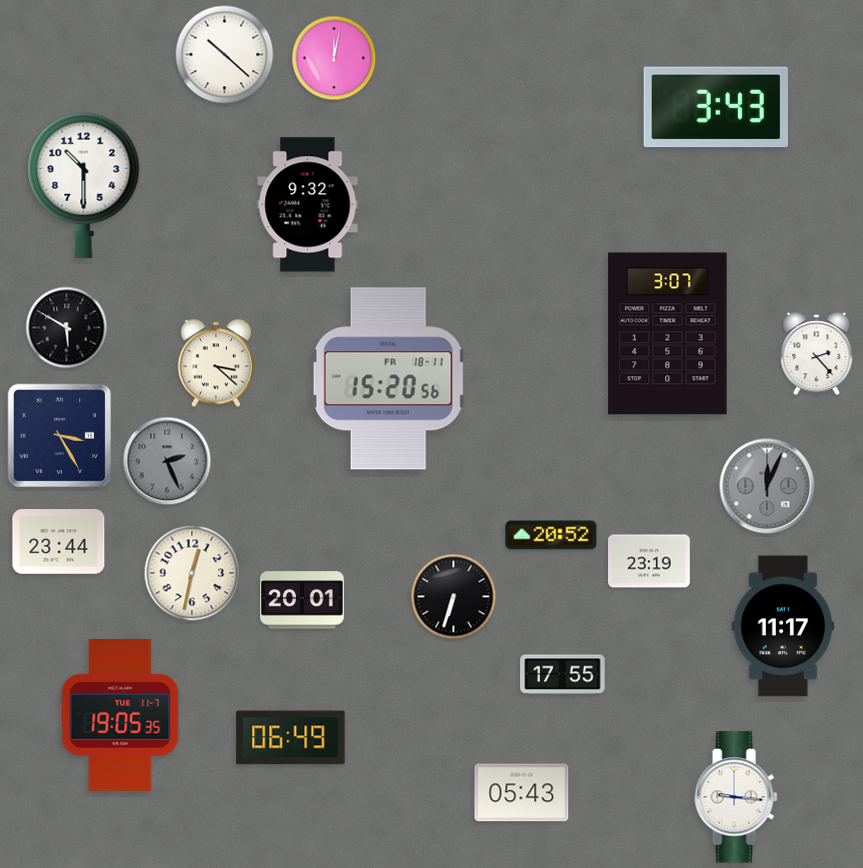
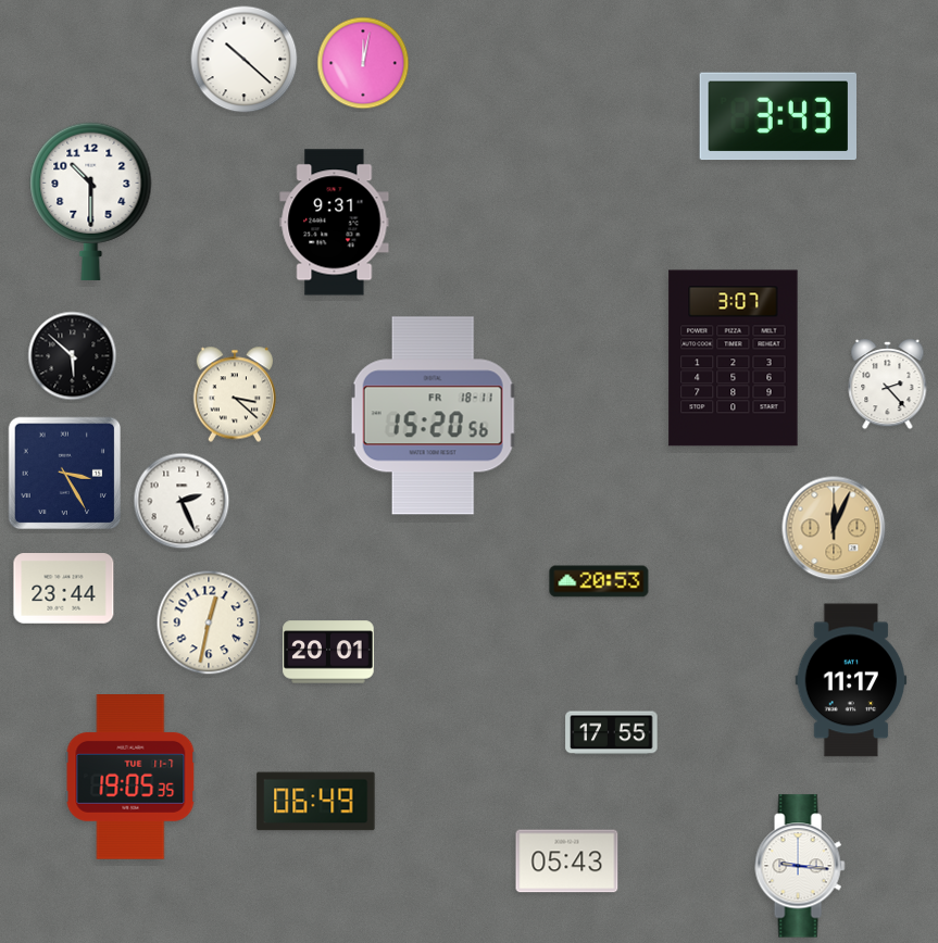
clock at (308, 205): 9:32 -> 9:31
clock at (67, 328): 5:50 -> 5:52
clock at (668, 334) position: (668, 334) -> (734, 359)
clock at (388, 379) position: (388, 379) -> (433, 416)
clock at (167, 461) dial: grey -> white
clock at (767, 486) dial: grey -> champagne
clock at (551, 535): 20:52 -> 20:53
clock at (650, 561): 23:19 -> none
clock at (454, 597): 6:33 -> none
